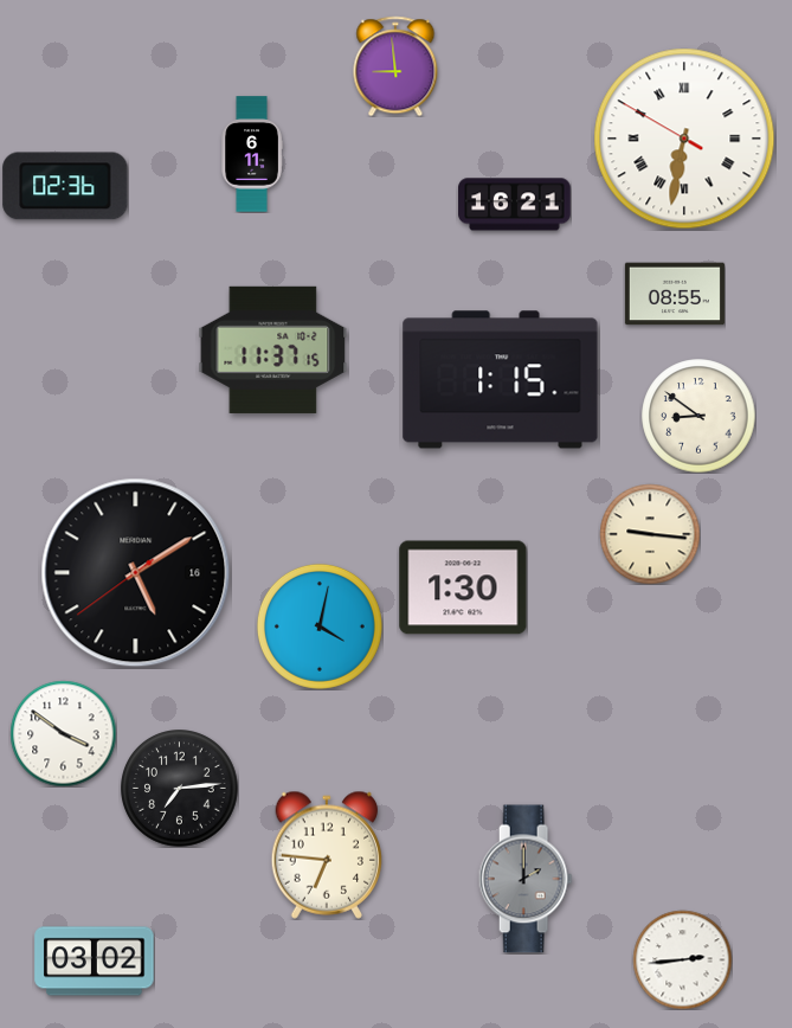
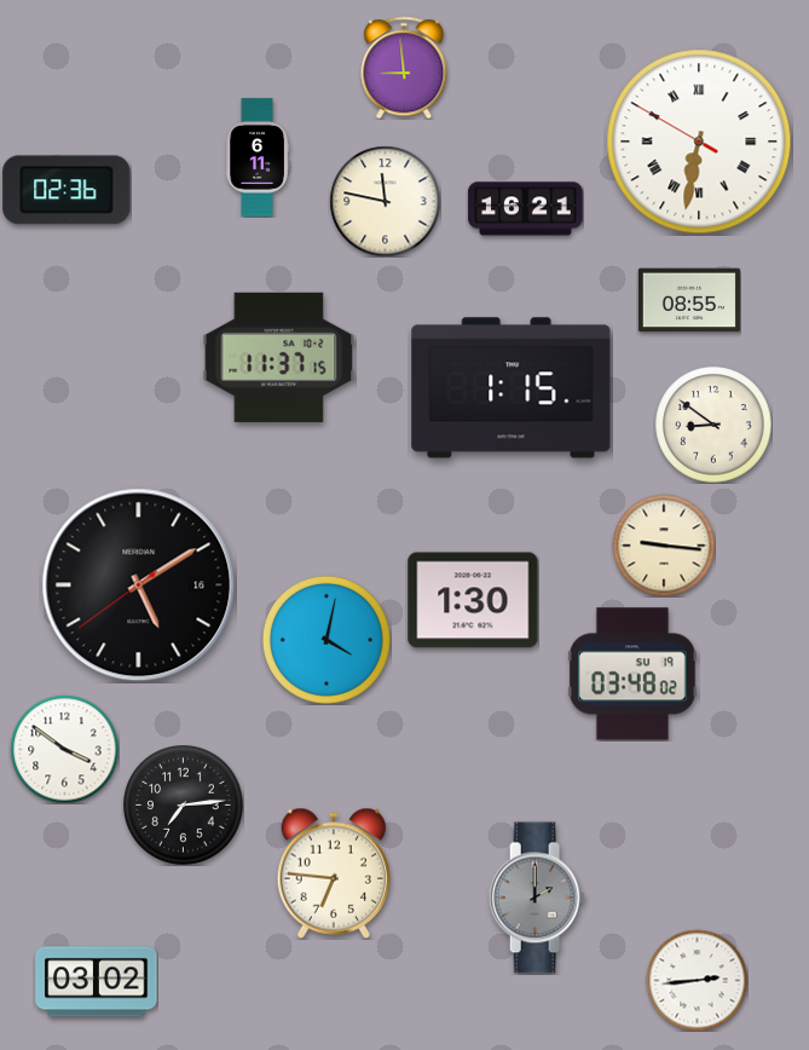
clock at (385, 201): none -> 11:47
clock at (632, 674): none -> 03:48
